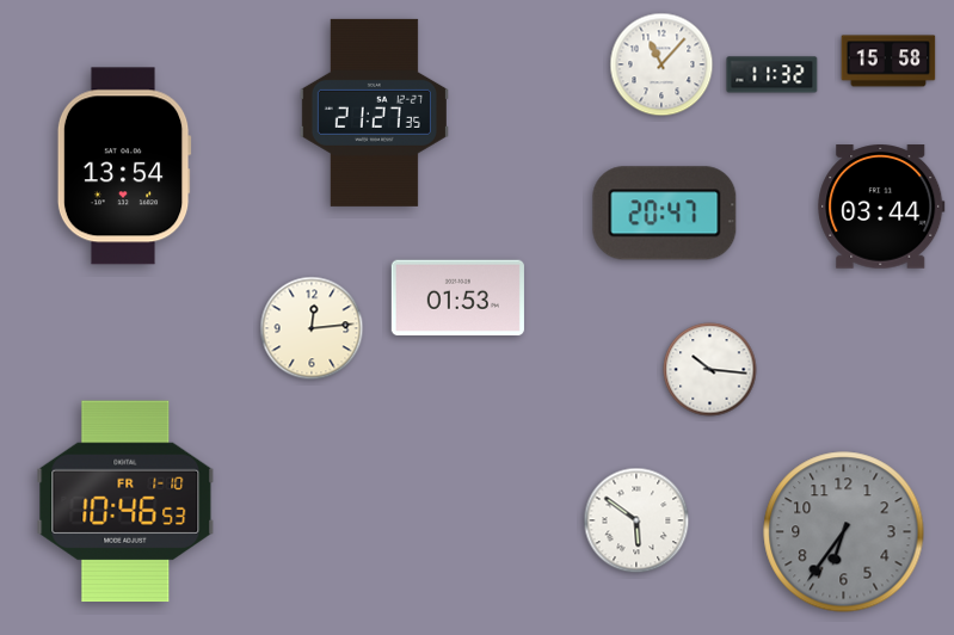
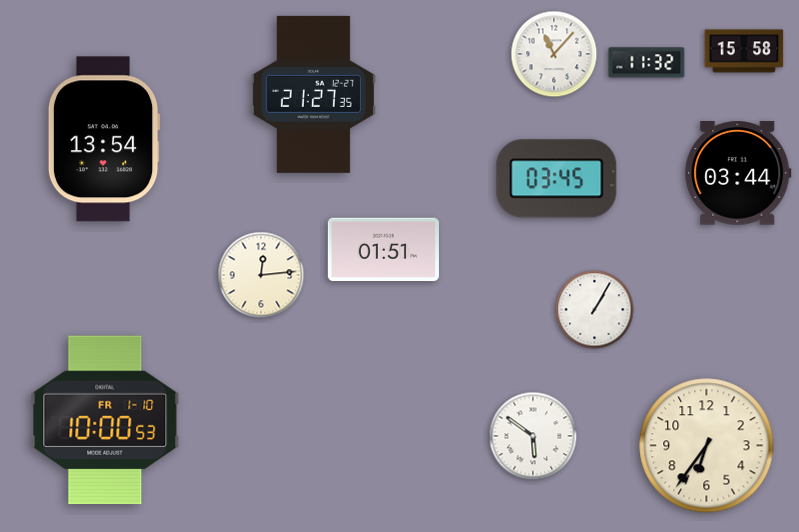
clock at (665, 214): 20:47 -> 03:45
clock at (457, 298): 01:53 -> 01:51
clock at (710, 370): 10:16 -> 1:05
clock at (125, 501): 10:46 -> 10:00
clock at (844, 532) dial: grey -> cream
